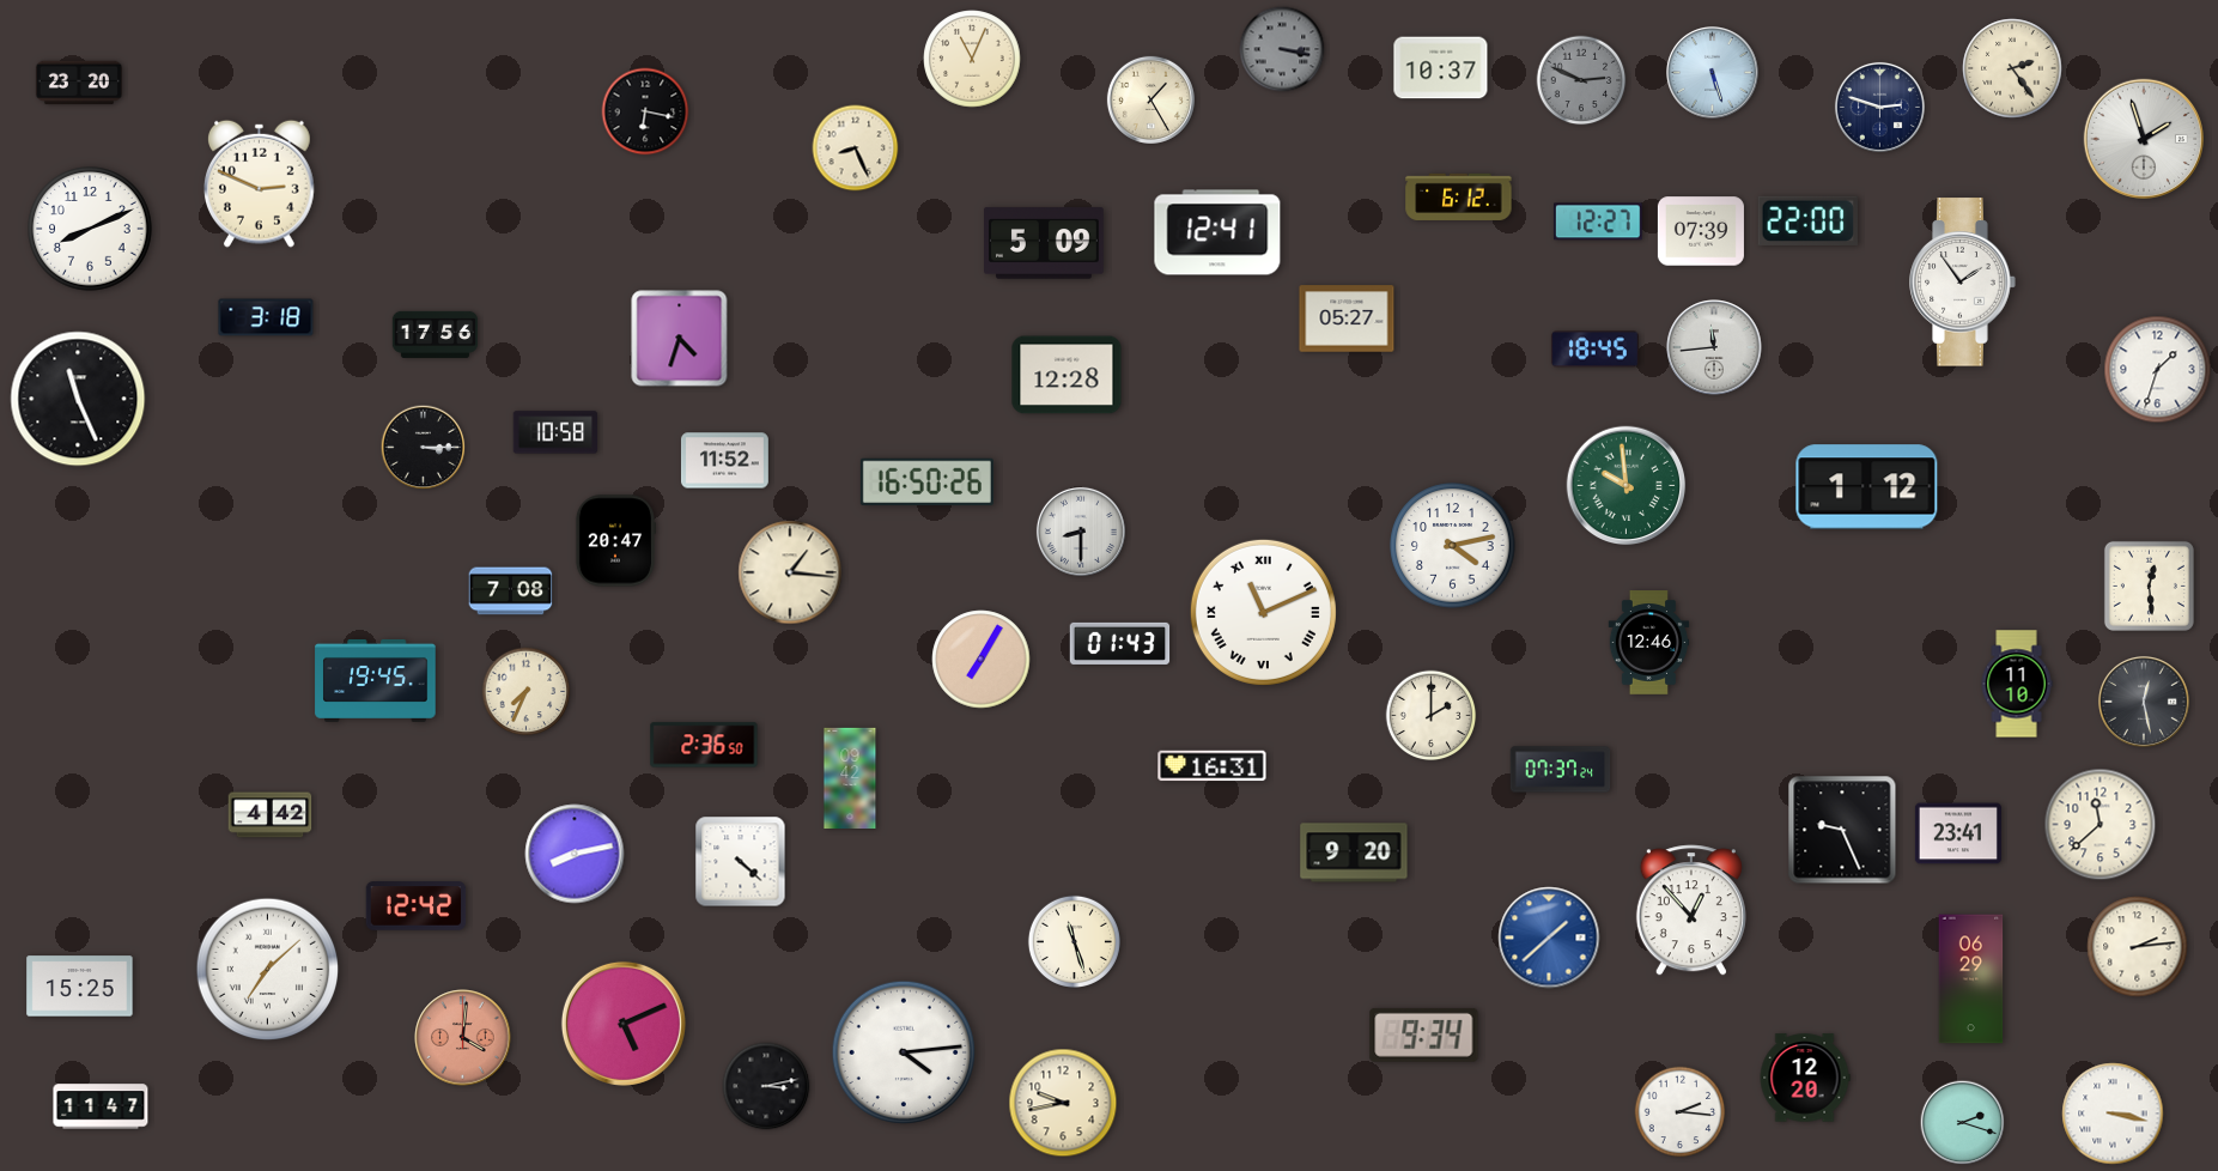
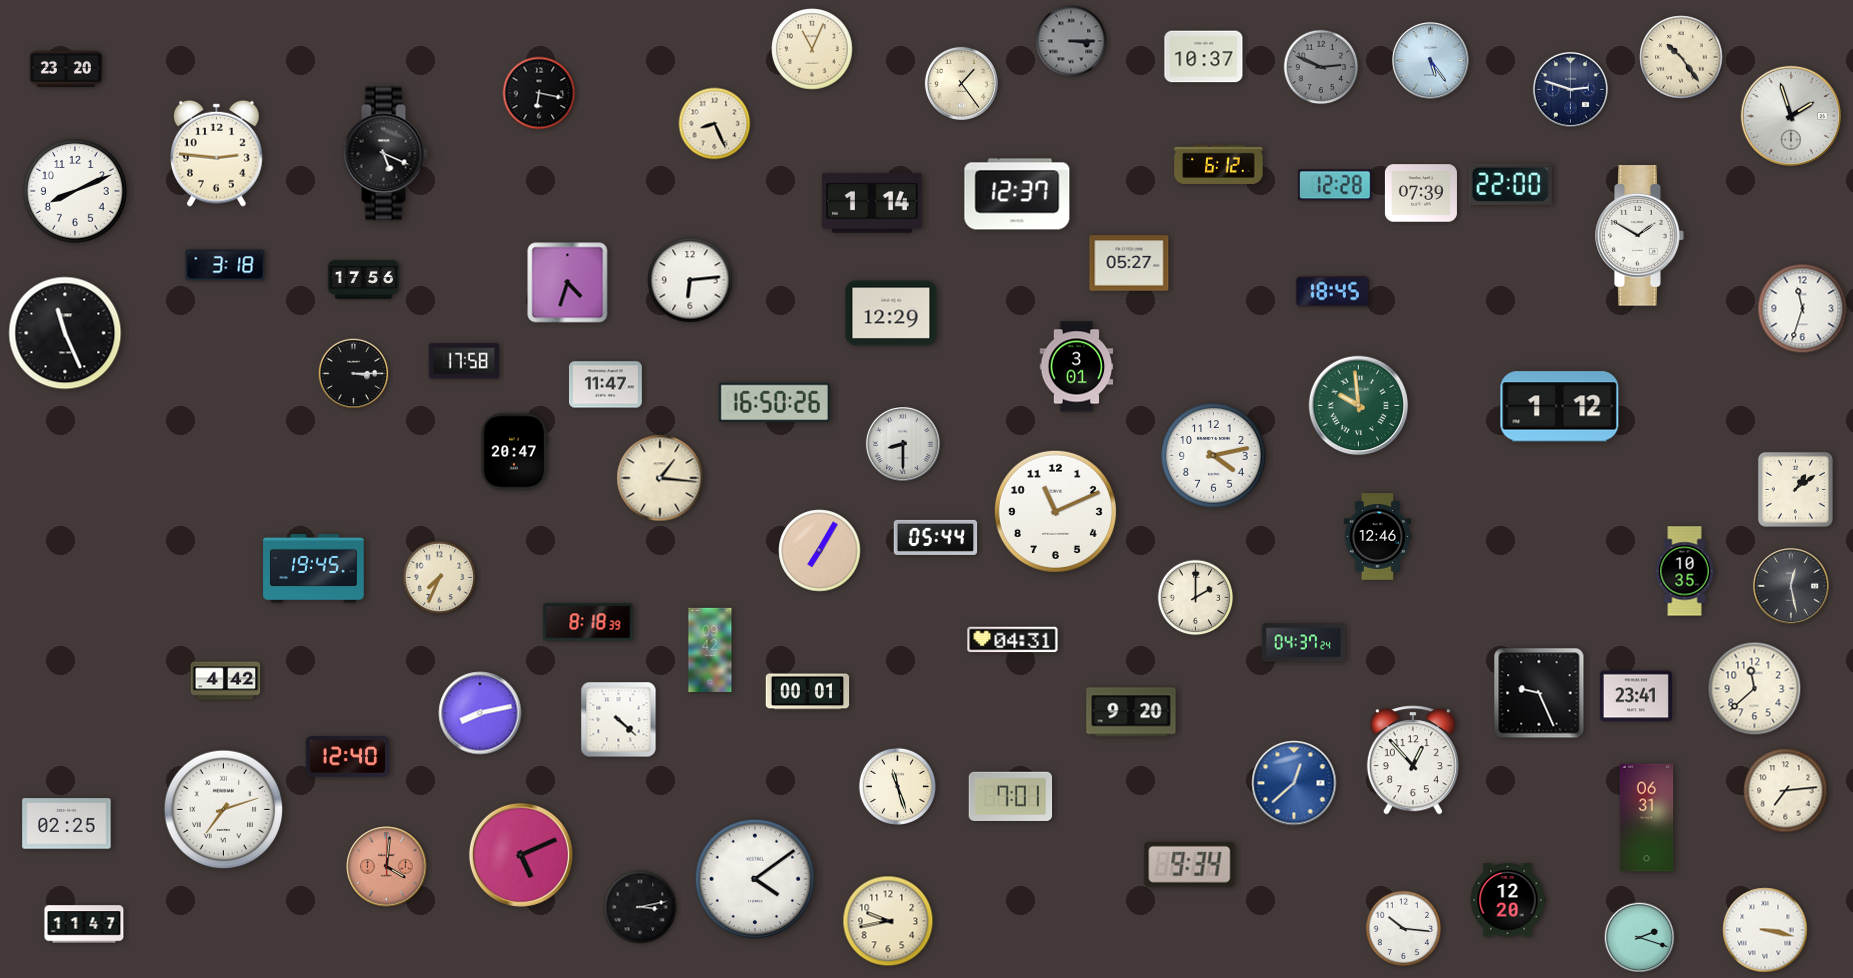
clock at (1282, 49): 3:17 -> 3:15
clock at (2012, 68): 2:24 -> 10:24
clock at (1713, 73): 5:27 -> 5:24
clock at (1150, 99): 1:25 -> 1:24
clock at (260, 183): 2:49 -> 2:46
clock at (385, 154): none -> 5:19
clock at (1598, 222): 12:27 -> 12:28
clock at (1217, 232): 12:41 -> 12:37
clock at (1045, 243): 5:09 -> 1:14
clock at (1963, 283): 1:54 -> 1:50
clock at (266, 317) position: (266, 317) -> (225, 265)
clock at (1347, 318) position: (1347, 318) -> (1129, 263)
clock at (690, 280): none -> 6:14
clock at (1714, 347): 11:44 -> none
clock at (2158, 370): 1:33 -> 11:33
clock at (1067, 375): 12:28 -> 12:29
clock at (555, 432): 10:58 -> 17:58
clock at (1077, 367): none -> 3:01
clock at (724, 461): 11:52 -> 11:47
clock at (2149, 585): 12:29 -> 1:09
clock at (511, 591): 7:08 -> none
clock at (1263, 612) numerals: Roman -> Arabic
clock at (1120, 643): 01:43 -> 05:44
clock at (2017, 684): 11:10 -> 10:35
clock at (704, 745): 2:36 -> 8:18
clock at (1213, 766): 16:31 -> 04:31
clock at (1561, 770): 07:37 -> 04:37
clock at (808, 692): none -> 00:01
clock at (417, 906): 12:42 -> 12:40
clock at (1549, 938): 1:38 -> 12:38
clock at (2138, 947): 2:14 -> 7:14
clock at (1011, 796): none -> 7:01
clock at (268, 970): 7:08 -> 7:12
clock at (1971, 979): 06:29 -> 06:31
clock at (80, 987): 15:25 -> 02:25
clock at (903, 1051): 4:14 -> 4:09
clock at (1681, 1112): 2:16 -> 10:16
